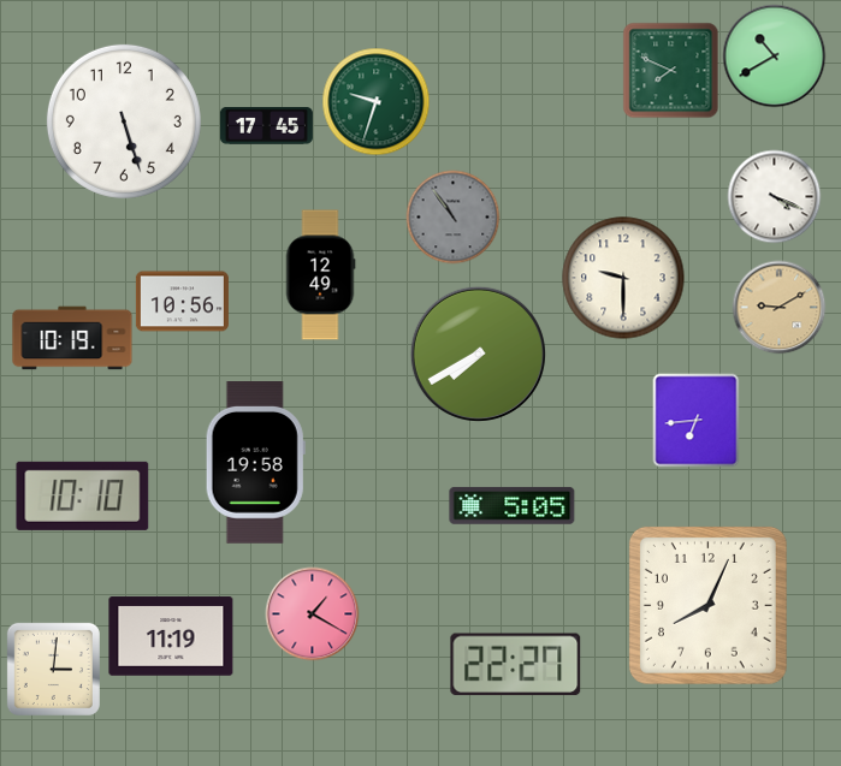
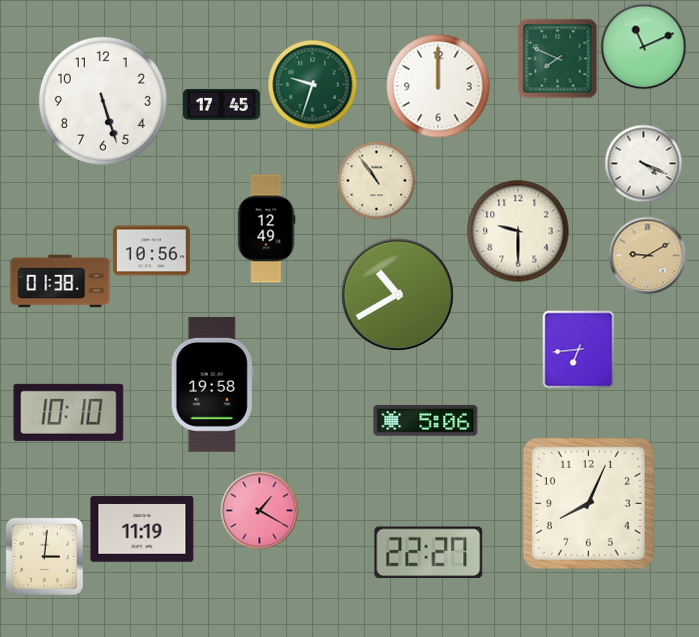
clock at (774, 55): 10:40 -> 11:11
clock at (438, 86): none -> 12:00
clock at (452, 216) dial: grey -> cream
clock at (72, 338): 10:19 -> 01:38
clock at (478, 354): 7:40 -> 10:40
clock at (513, 505): 5:05 -> 5:06
